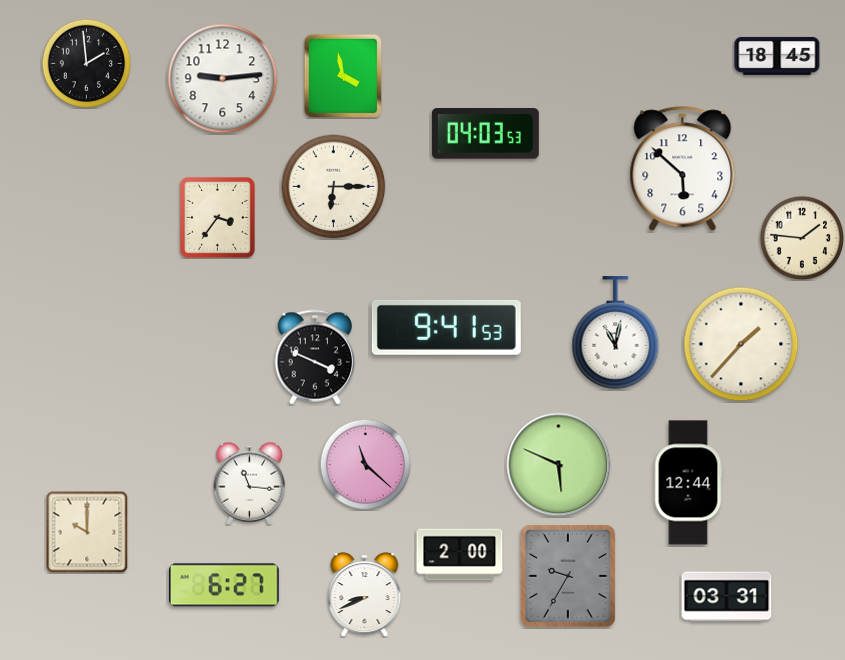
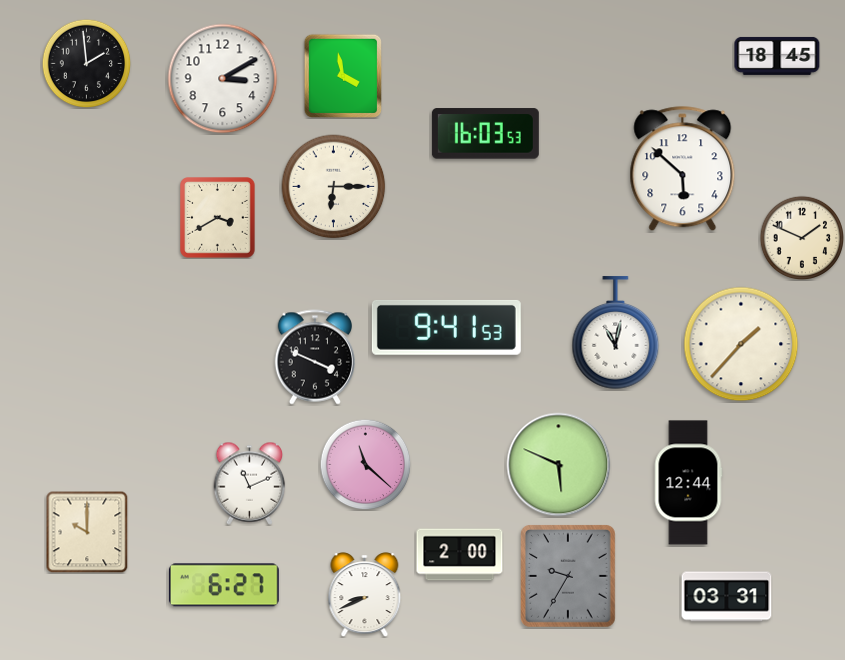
clock at (223, 79): 9:14 -> 3:10
clock at (485, 134): 04:03 -> 16:03
clock at (218, 218): 3:36 -> 3:40
clock at (801, 237): 1:46 -> 1:49
clock at (250, 483): 11:16 -> 11:11
